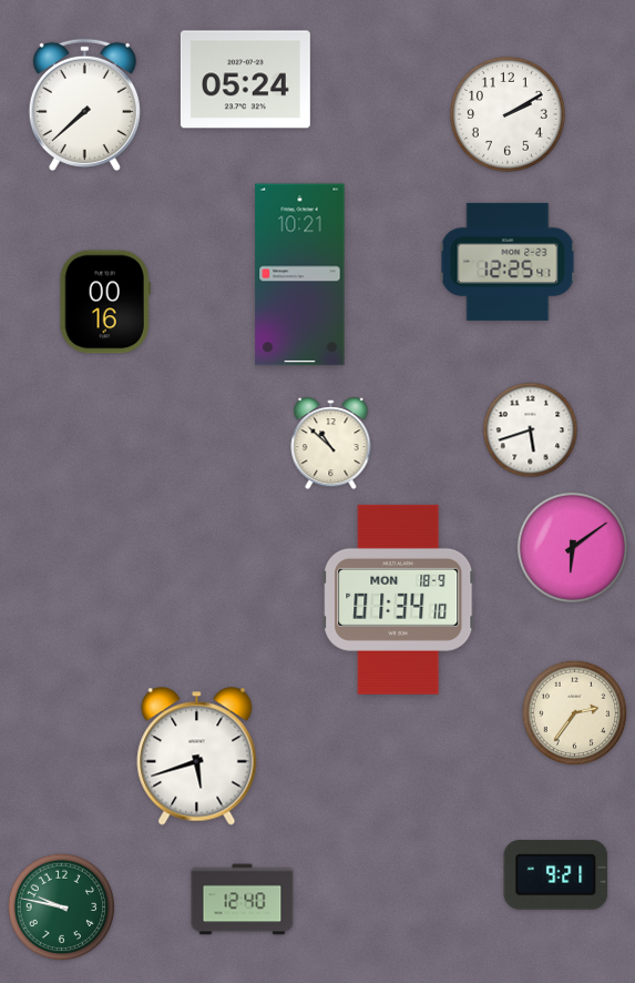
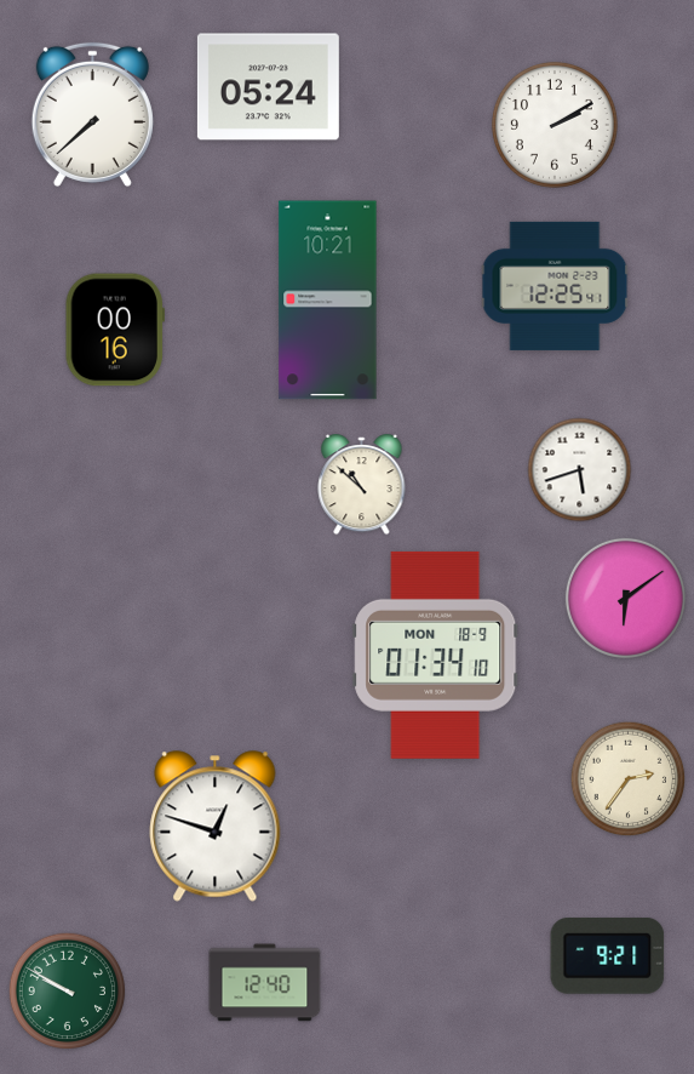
clock at (197, 757): 5:42 -> 12:48
clock at (62, 908): 9:47 -> 9:50
